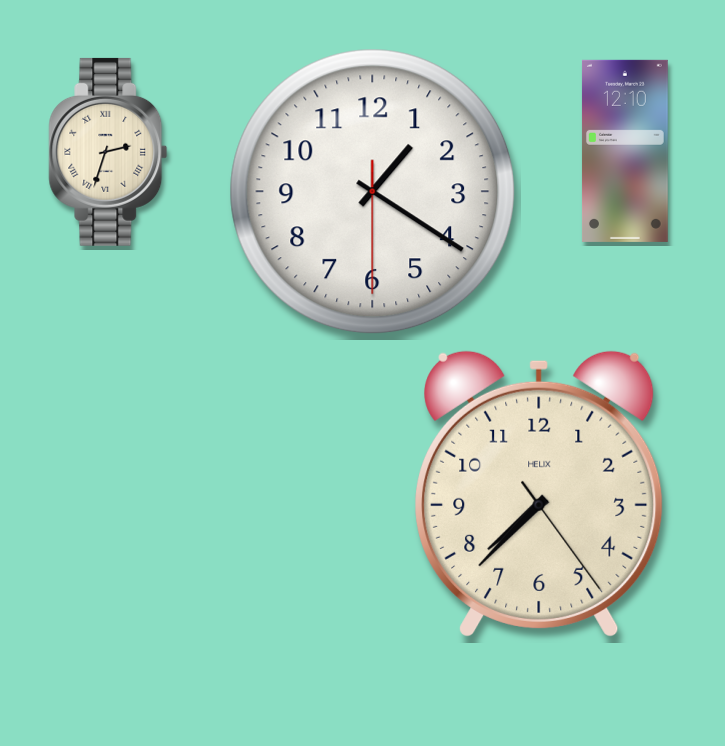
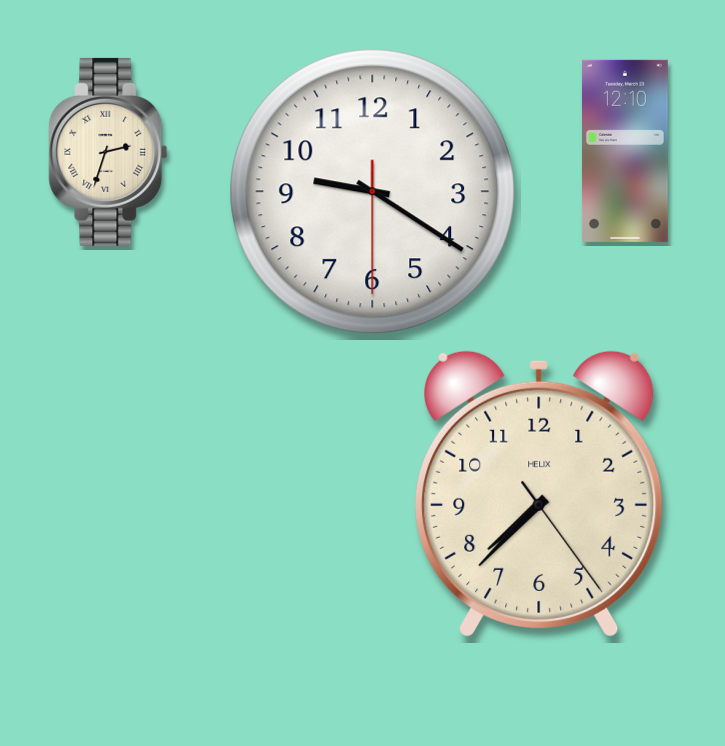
clock at (373, 192): 1:20 -> 9:20
